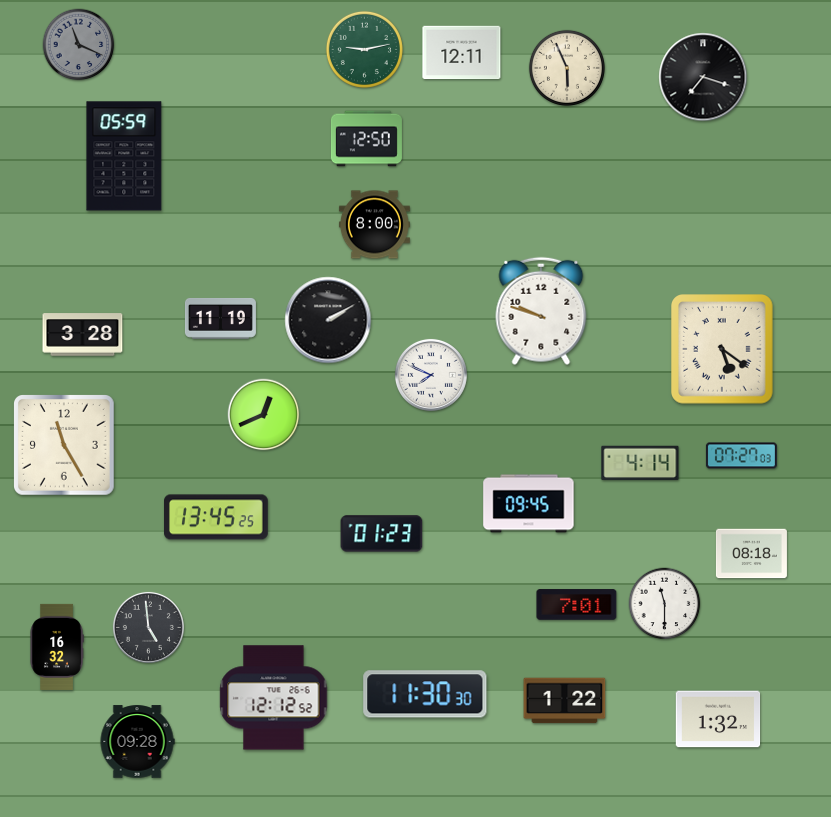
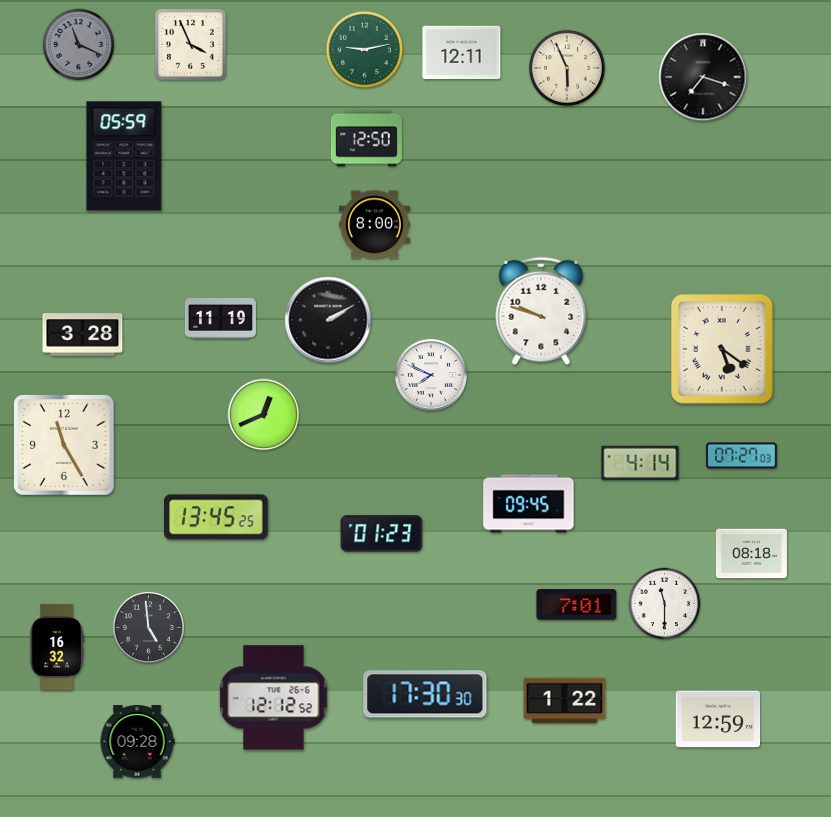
clock at (191, 45): none -> 3:56
clock at (425, 694): 11:30 -> 17:30
clock at (718, 719): 1:32 -> 12:59
